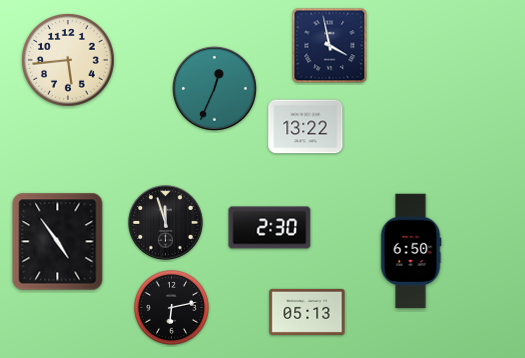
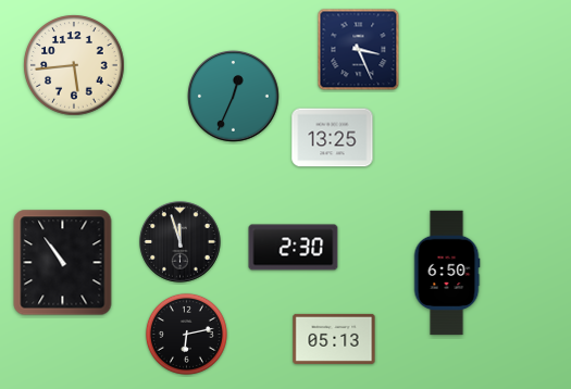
clock at (330, 46): 3:58 -> 3:26
clock at (306, 127): 13:22 -> 13:25
clock at (58, 242): 4:54 -> 10:54
